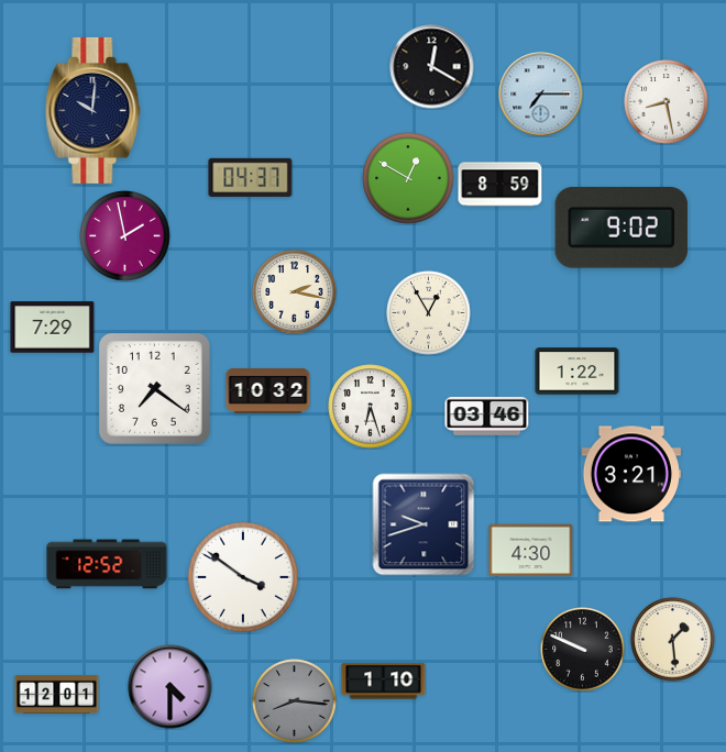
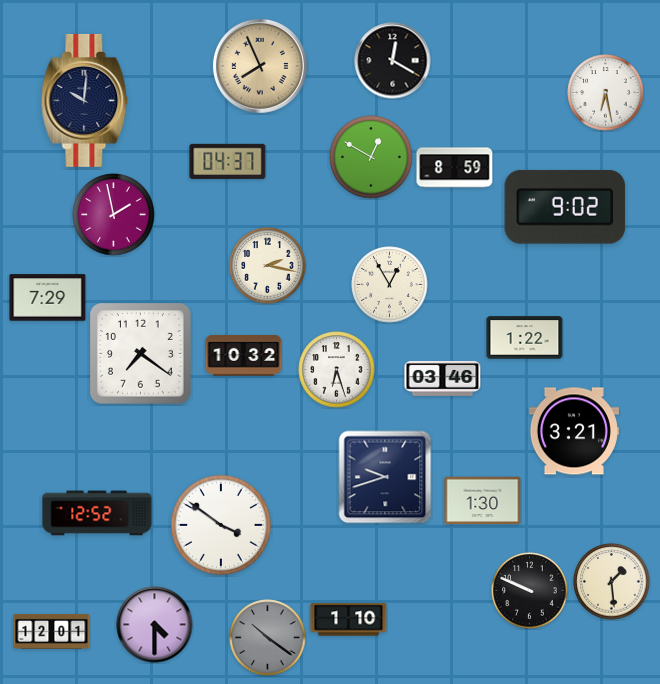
clock at (260, 66): none -> 7:56
clock at (541, 95): 7:15 -> none
clock at (667, 102): 8:28 -> 6:28
clock at (408, 178) position: (408, 178) -> (371, 157)
clock at (531, 551): 4:30 -> 1:30
clock at (295, 701): 8:16 -> 10:21
